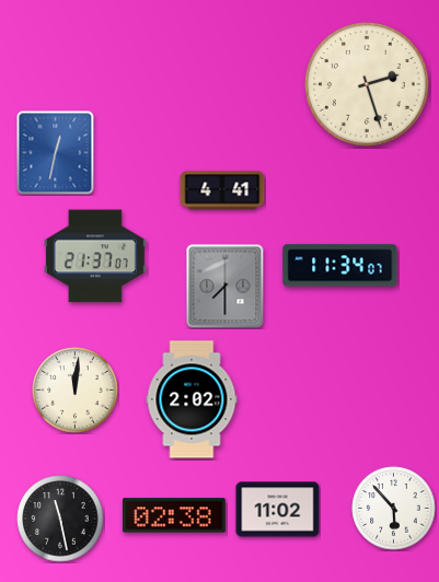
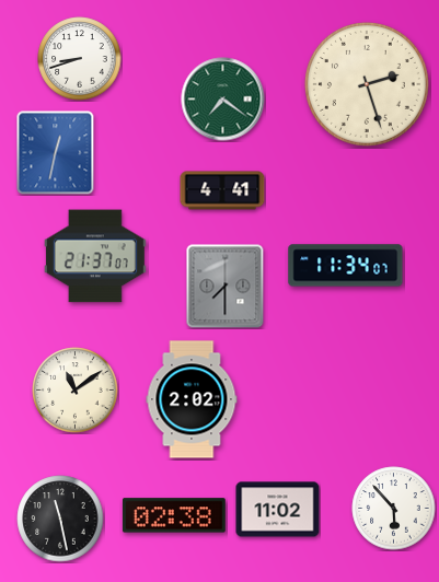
clock at (80, 59): none -> 8:42
clock at (223, 100): none -> 7:21
clock at (340, 266) position: (340, 266) -> (346, 266)
clock at (76, 391): 12:01 -> 11:09
